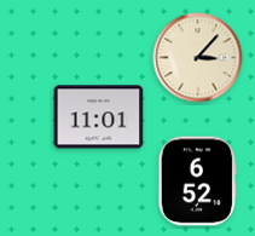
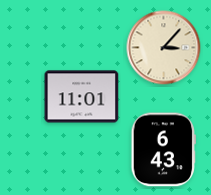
clock at (197, 182): 6:52 -> 6:43
